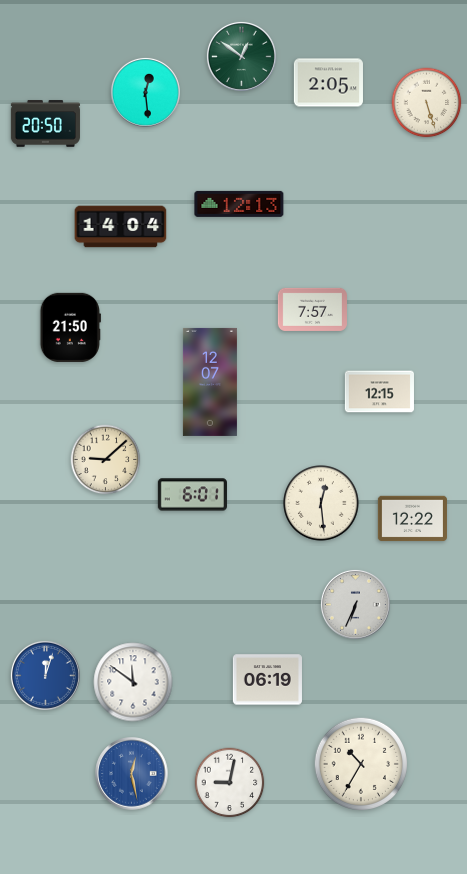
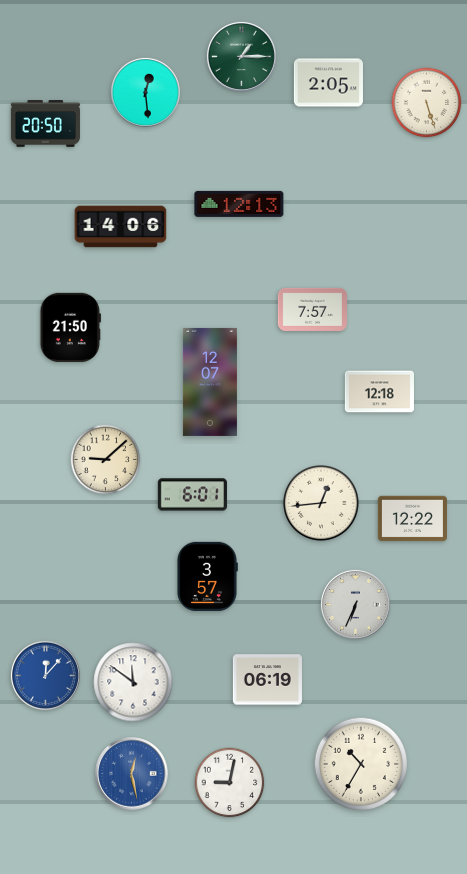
clock at (241, 56): 12:51 -> 1:15
clock at (121, 227): 14:04 -> 14:06
clock at (379, 392): 12:15 -> 12:18
clock at (322, 504): 12:29 -> 12:44
clock at (207, 576): none -> 3:57
clock at (45, 675): 12:03 -> 12:07
